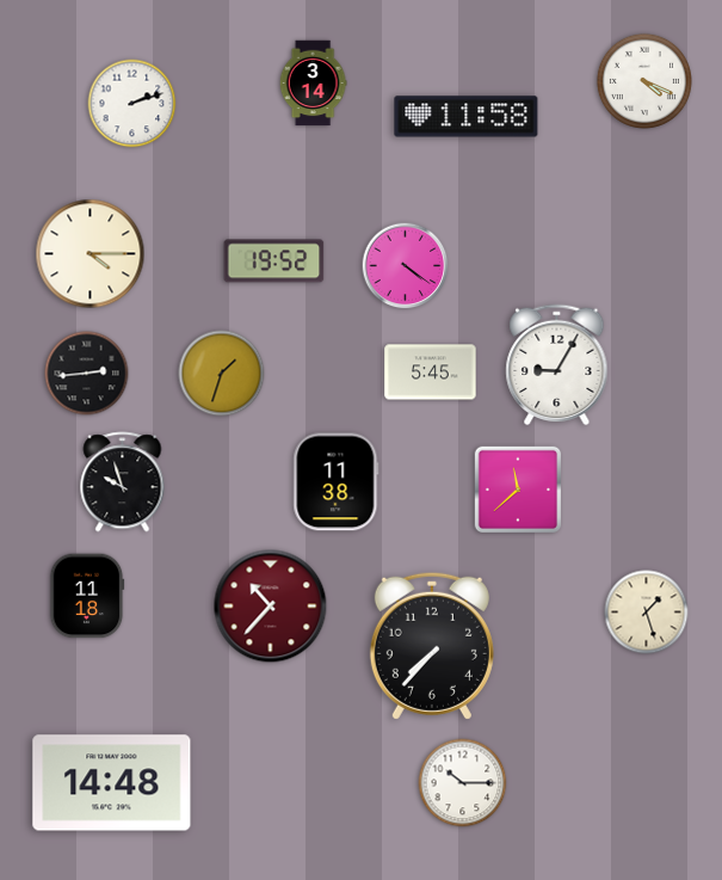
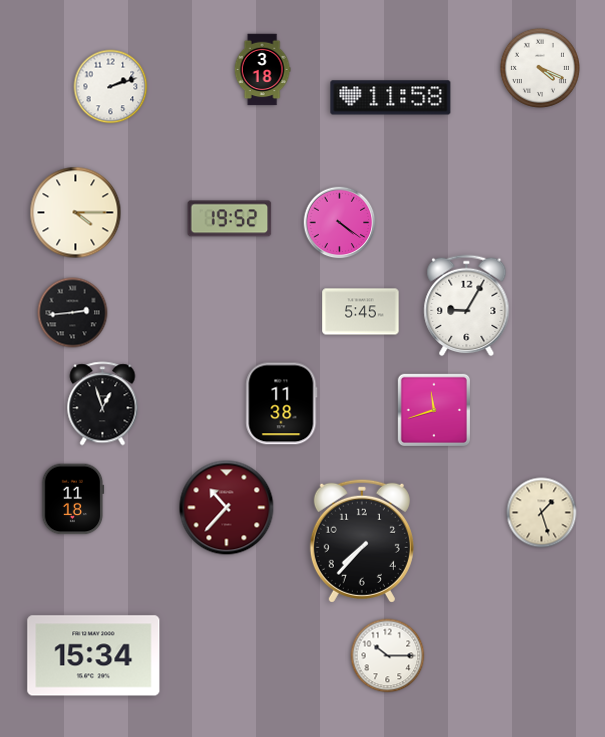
clock at (313, 84): 3:14 -> 3:18
clock at (222, 374): 1:33 -> none
clock at (123, 482): 9:57 -> 12:57
clock at (517, 488): 11:38 -> 11:42
clock at (112, 783): 14:48 -> 15:34
